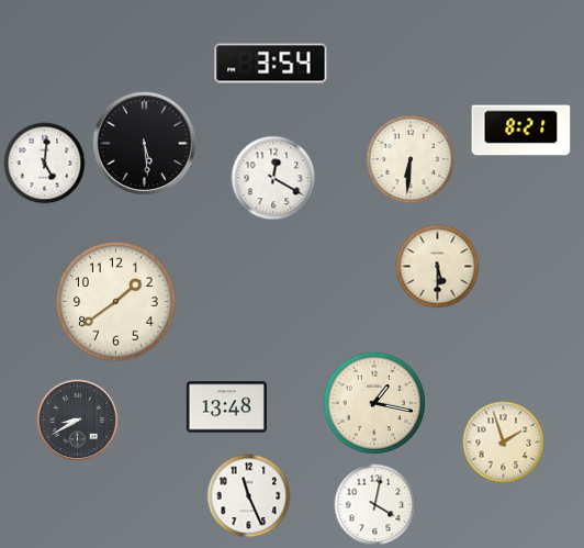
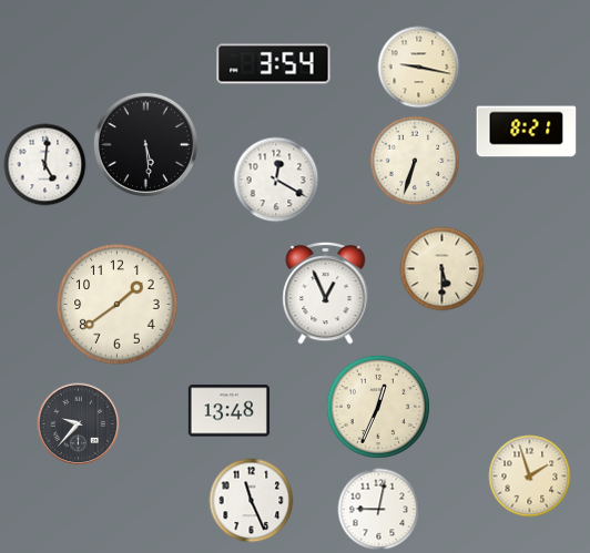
clock at (419, 68): none -> 9:17
clock at (411, 159): 6:31 -> 6:33
clock at (326, 293): none -> 12:56
clock at (374, 403): 1:17 -> 12:34
clock at (78, 421): 8:40 -> 9:37
clock at (504, 443) position: (504, 443) -> (530, 477)
clock at (375, 505): 4:02 -> 9:02
